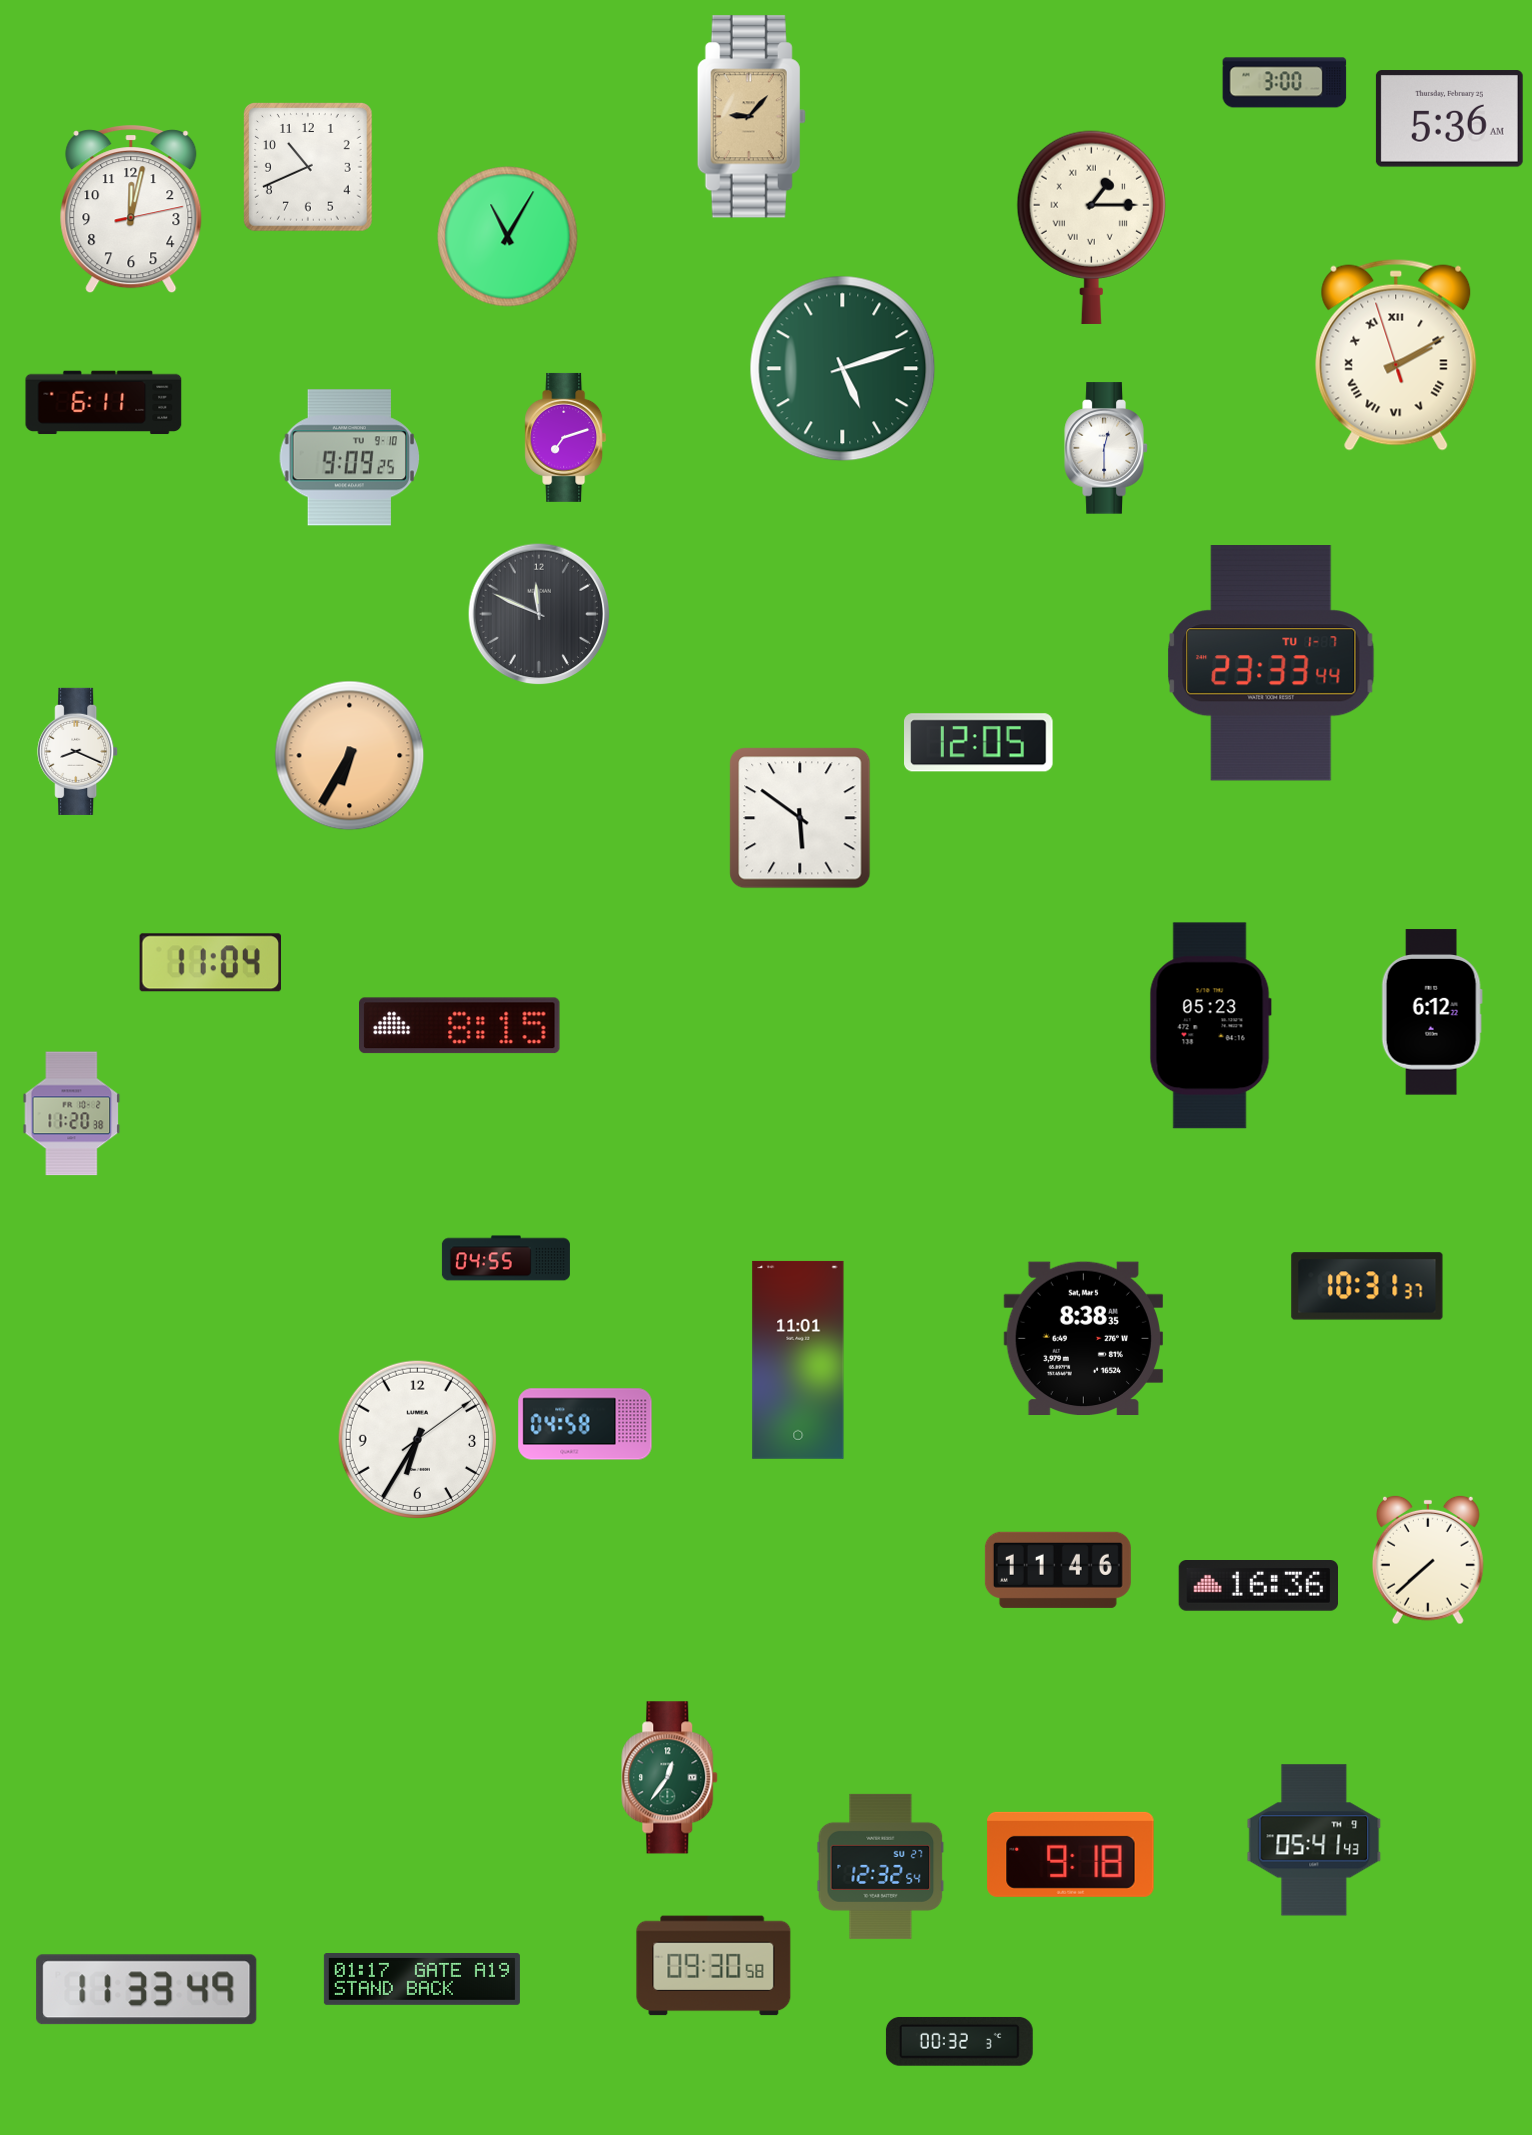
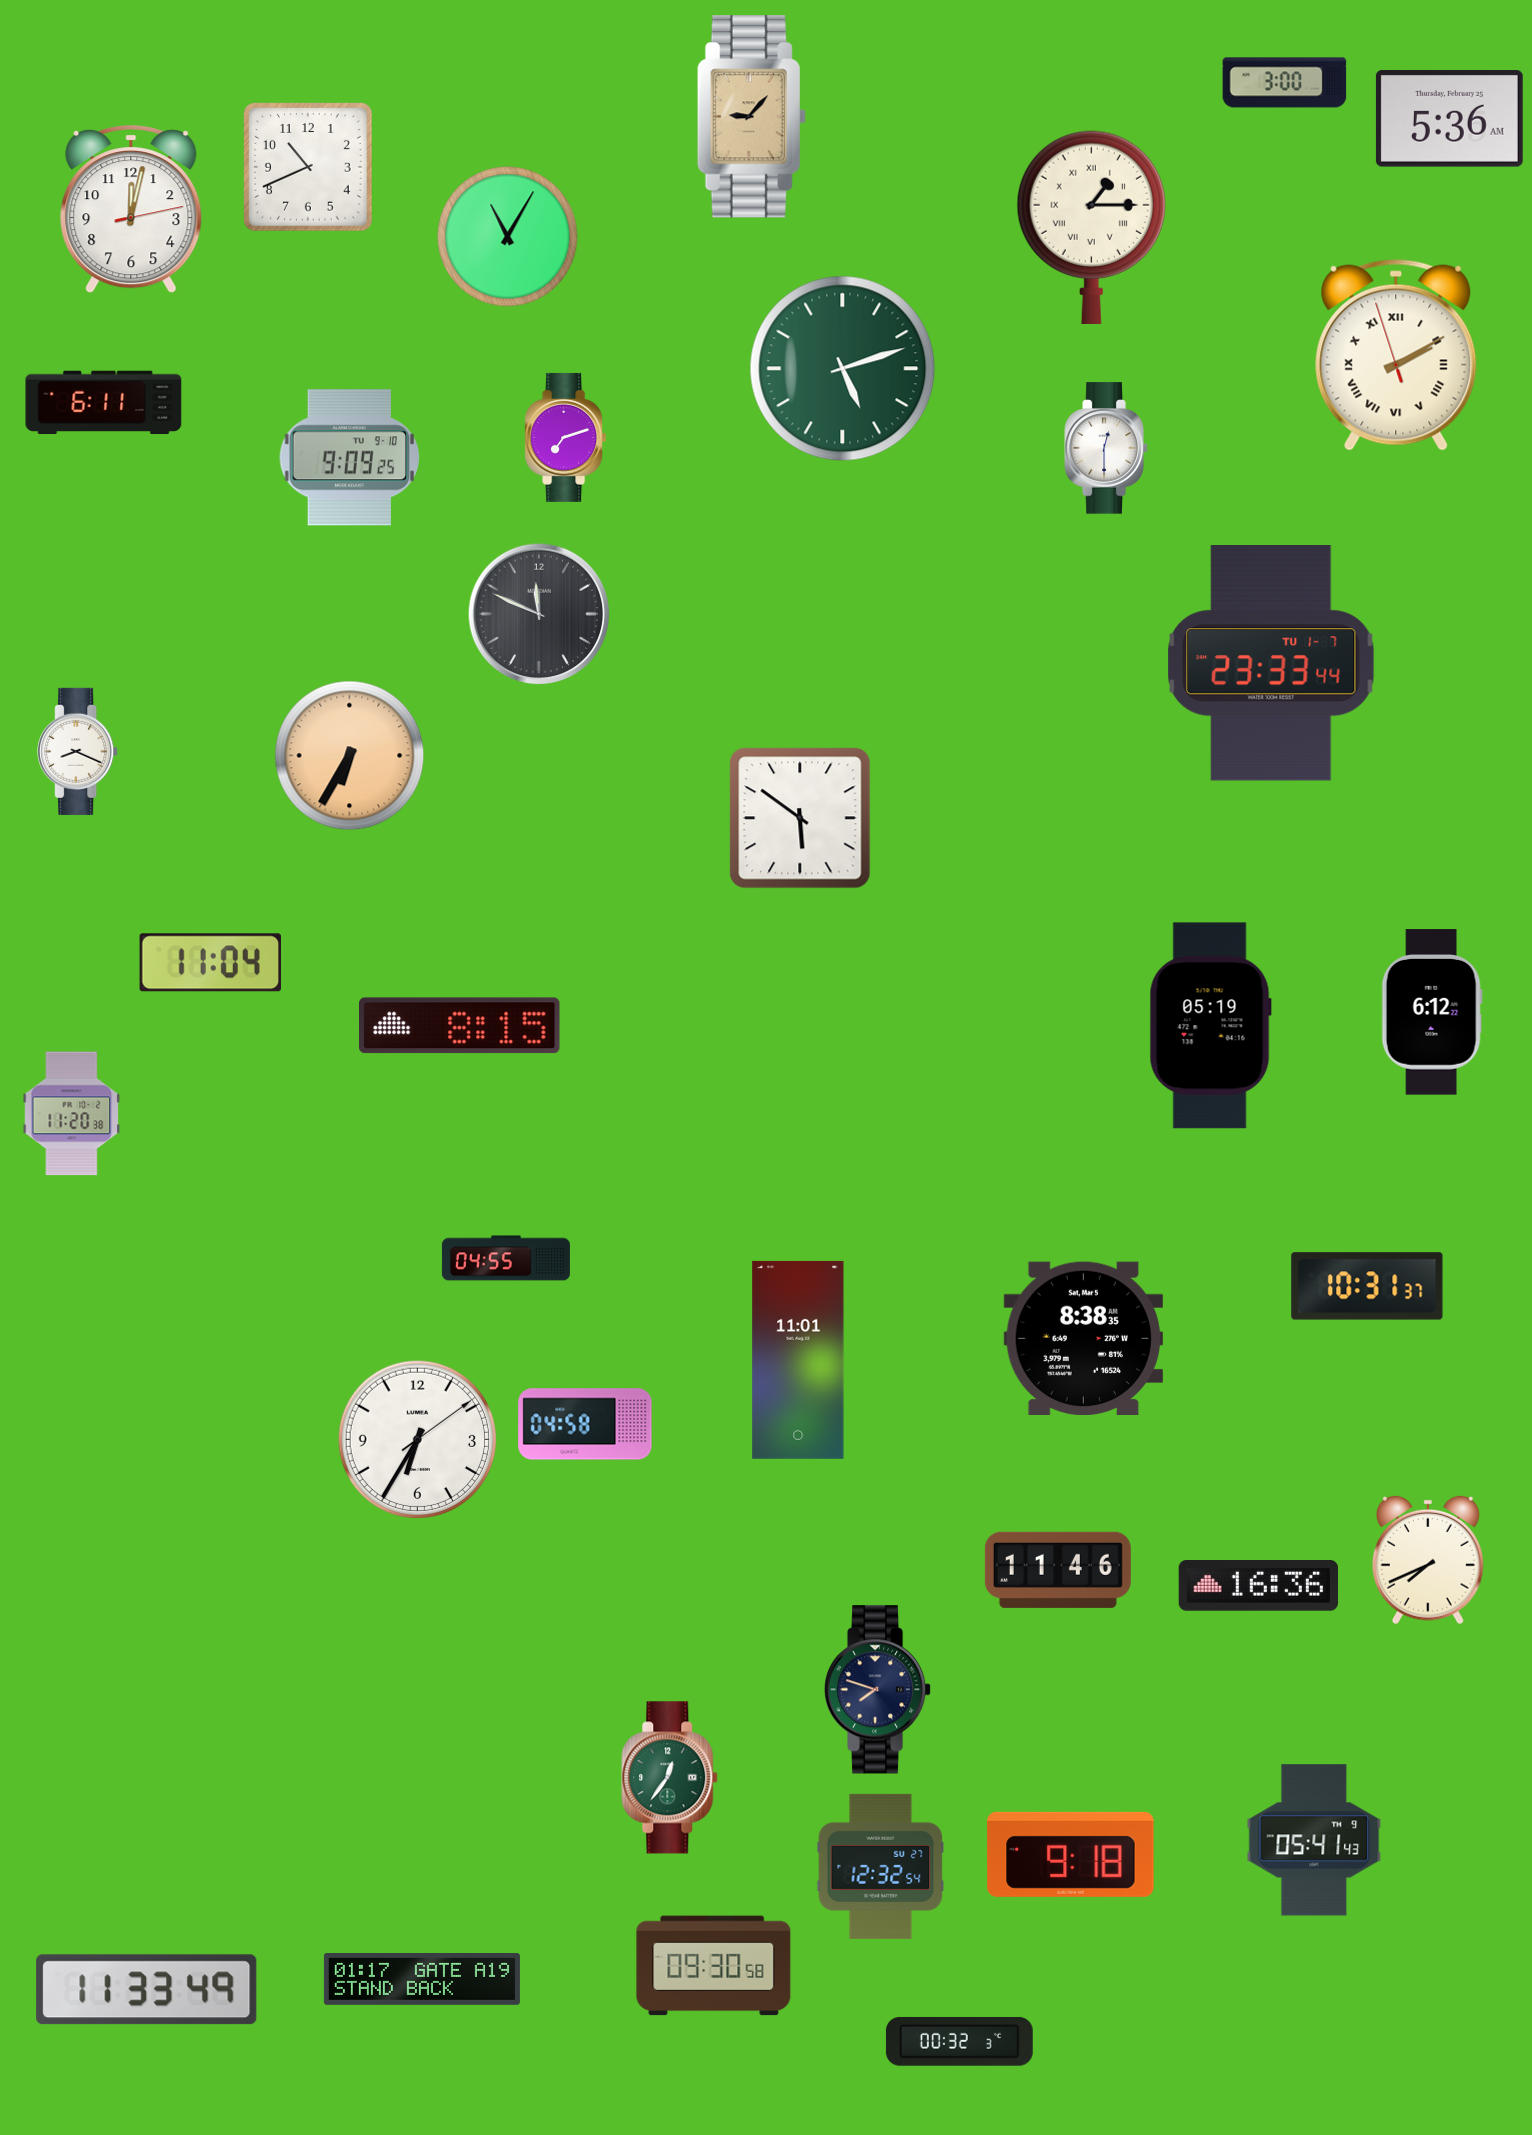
clock at (979, 743): 12:05 -> none
clock at (1210, 1026): 05:23 -> 05:19
clock at (1428, 1560): 7:38 -> 7:41
clock at (878, 1690): none -> 7:48
